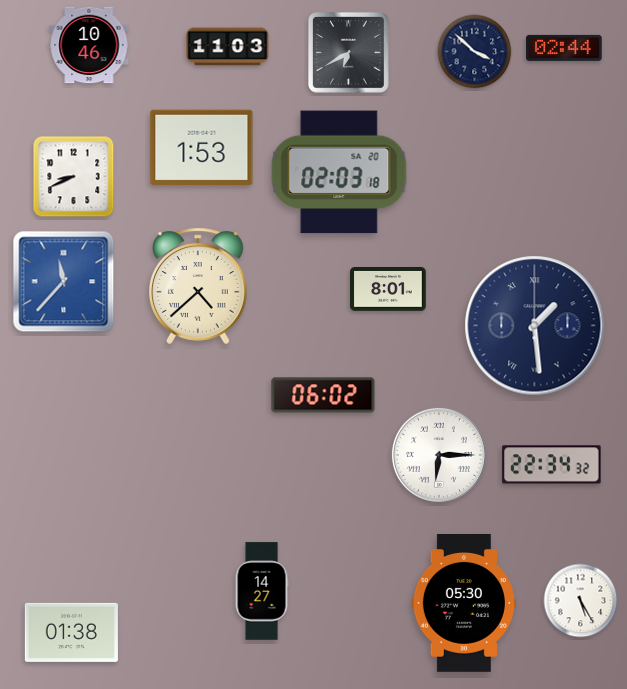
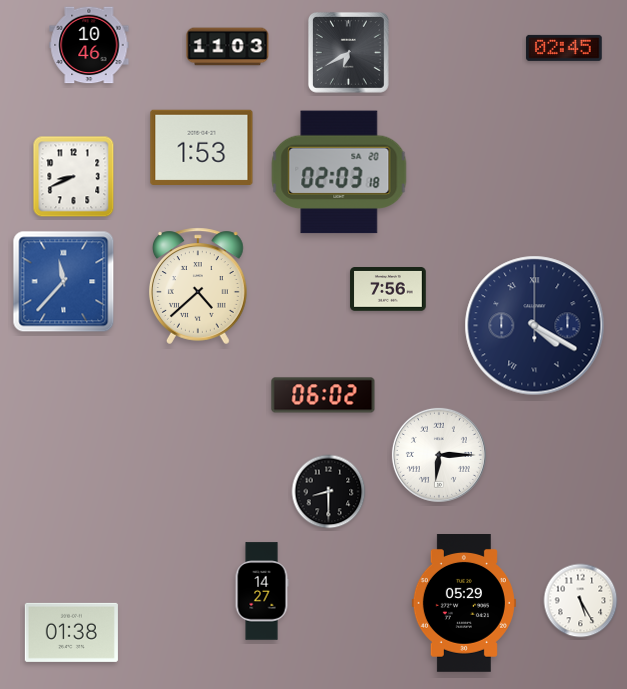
clock at (564, 48): 02:44 -> 02:45
clock at (475, 52): 3:52 -> none
clock at (388, 290): 8:01 -> 7:56
clock at (535, 326): 1:29 -> 4:20
clock at (552, 465): 22:34 -> none
clock at (329, 492): none -> 8:30
clock at (464, 604): 05:30 -> 05:29
